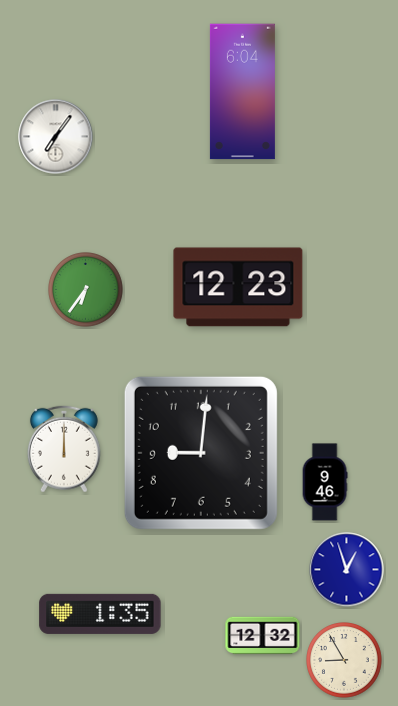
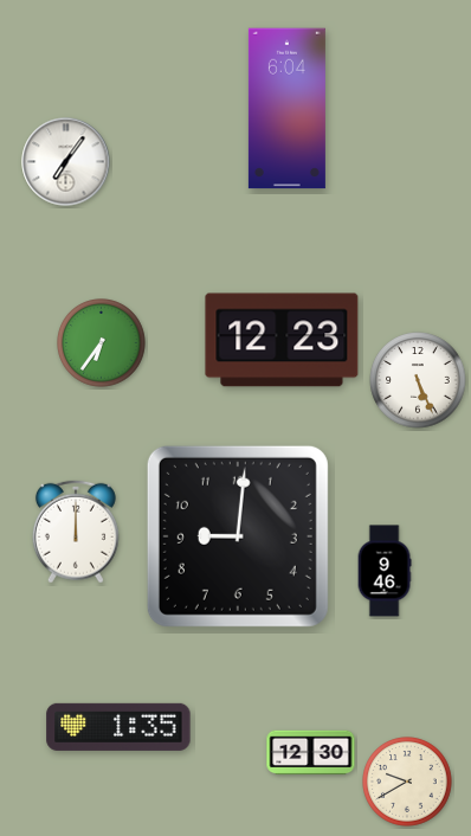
clock at (418, 380): none -> 5:26
clock at (347, 570): 12:57 -> none
clock at (263, 636): 12:32 -> 12:30
clock at (344, 660): 8:55 -> 9:40
